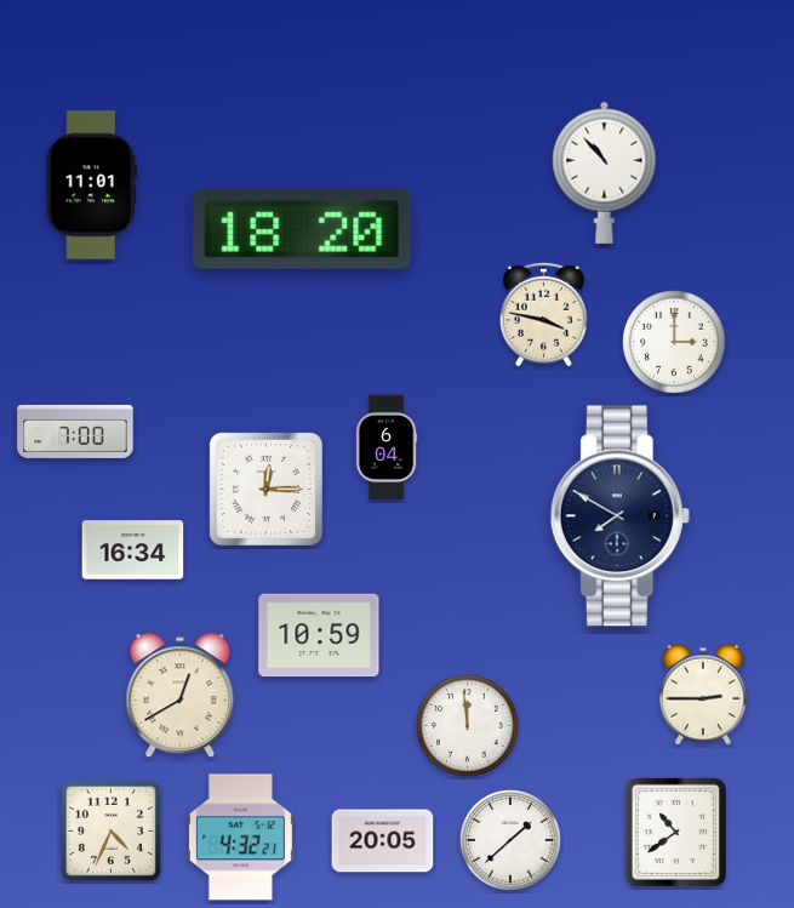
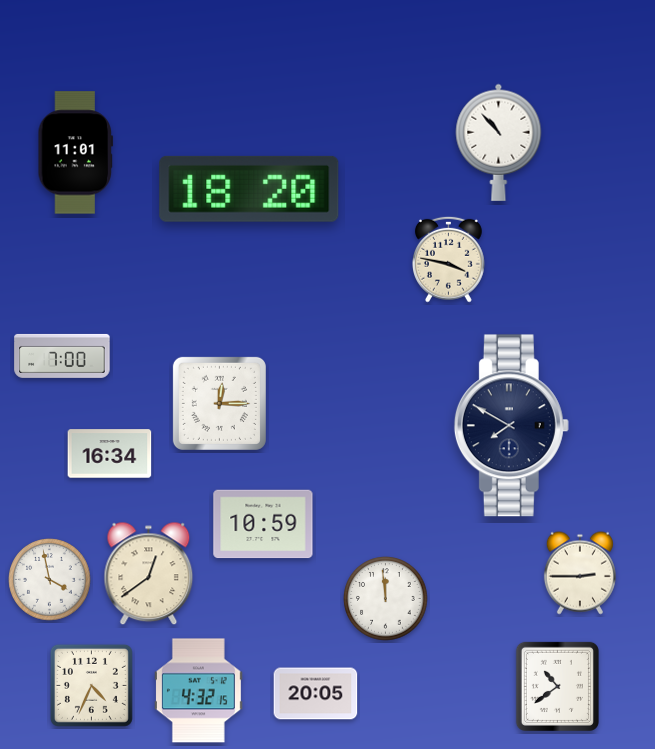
clock at (674, 342): 3:00 -> none
clock at (387, 447): 6:04 -> none
clock at (181, 696): 12:40 -> 12:39
clock at (50, 580): none -> 3:58
clock at (240, 838): 4:32:21 -> 4:32:15
clock at (510, 840): 1:38 -> none
